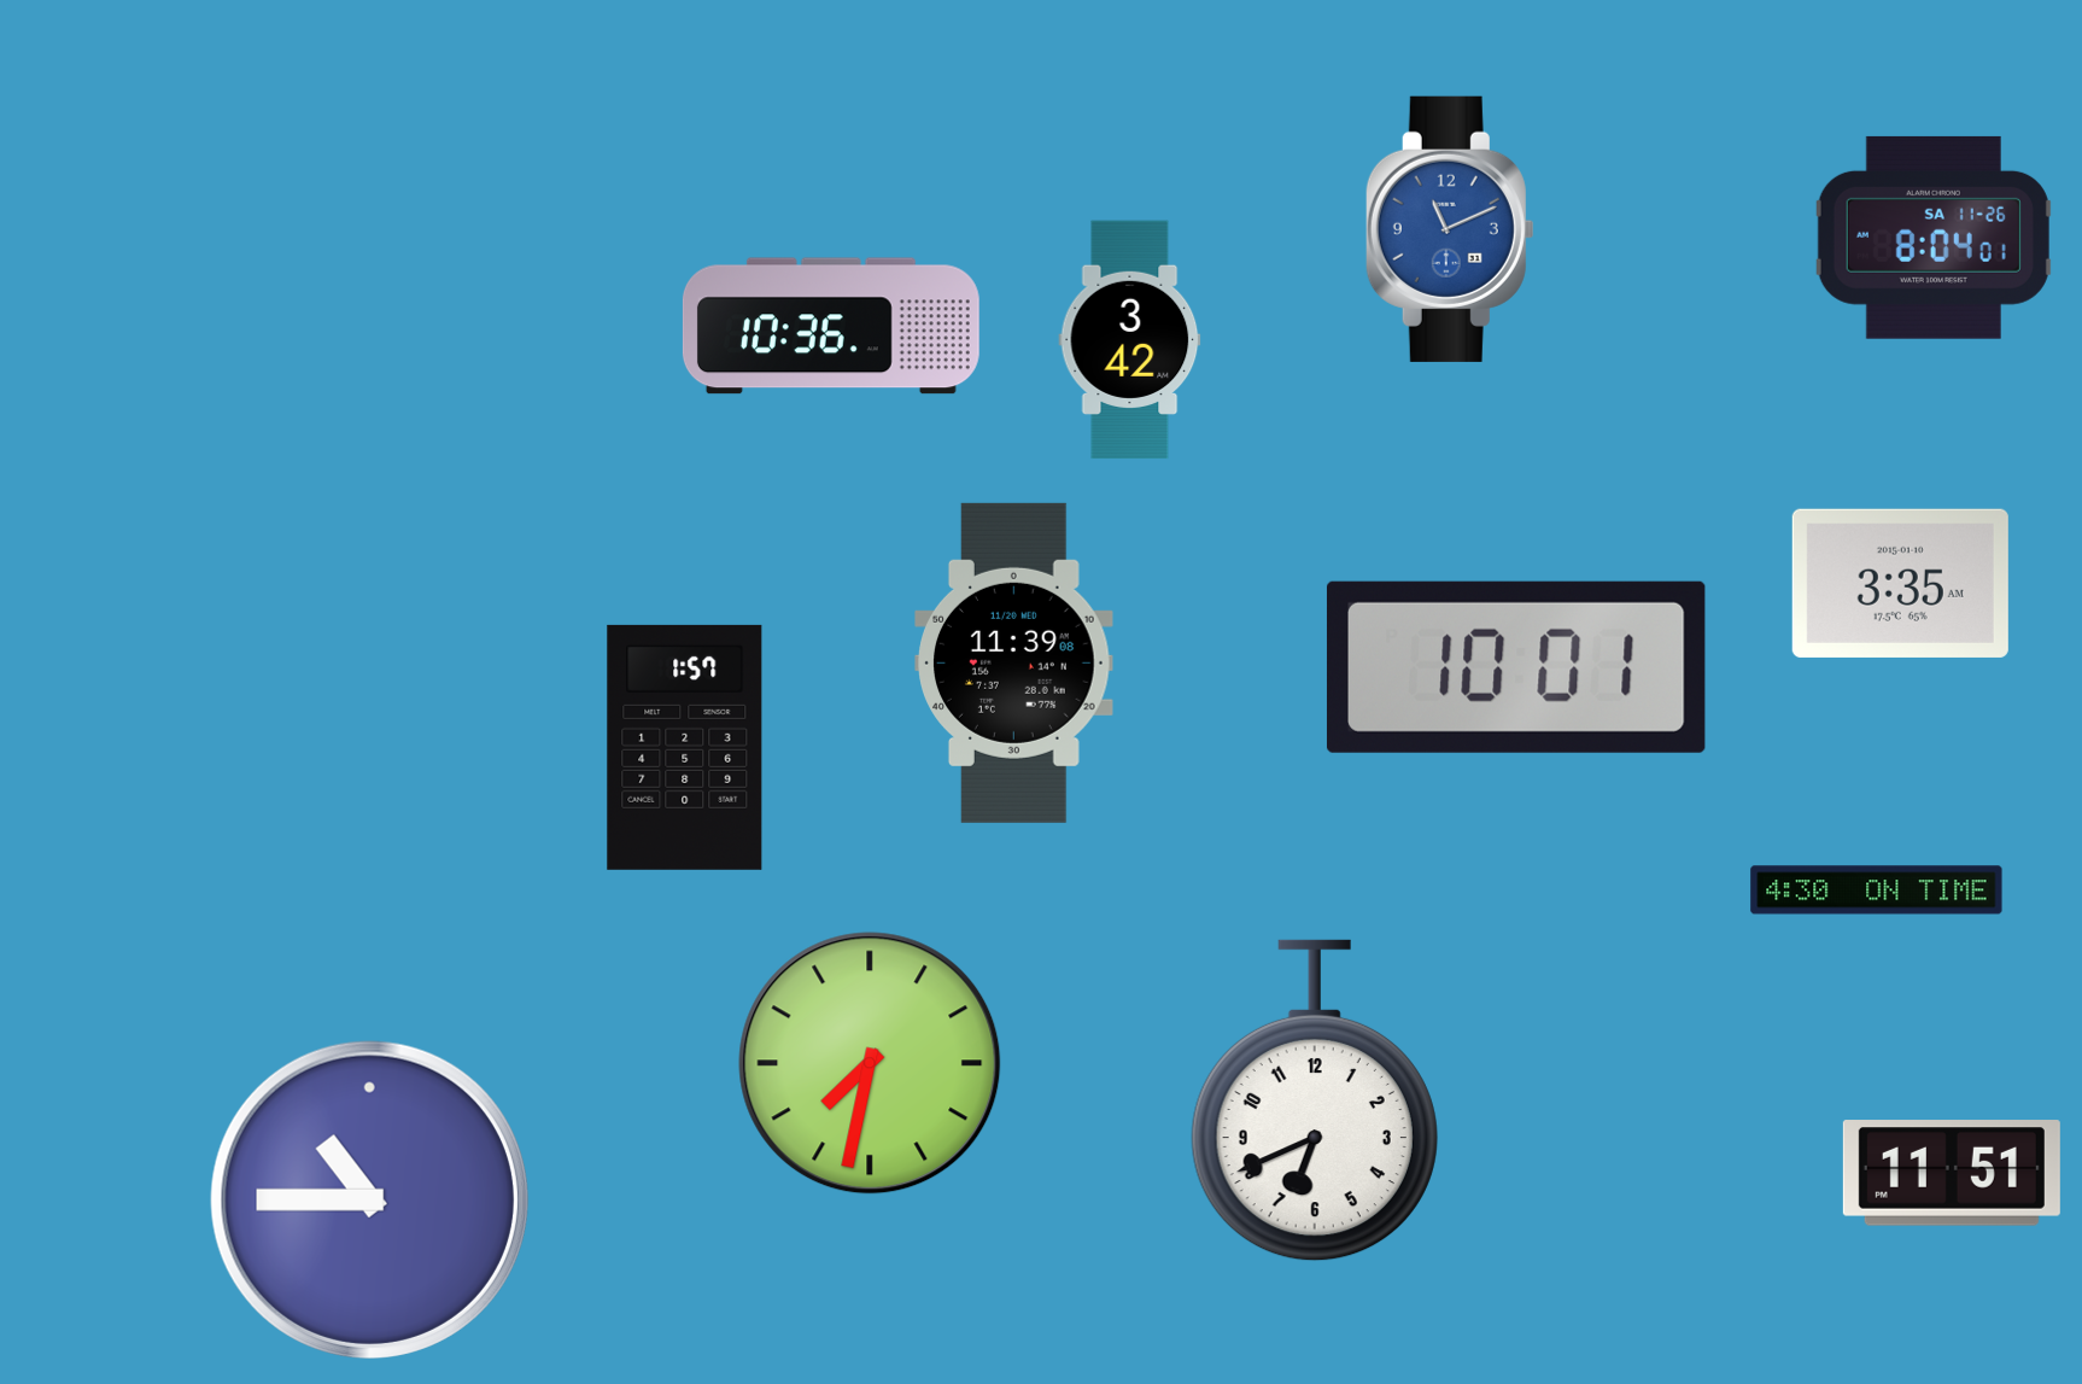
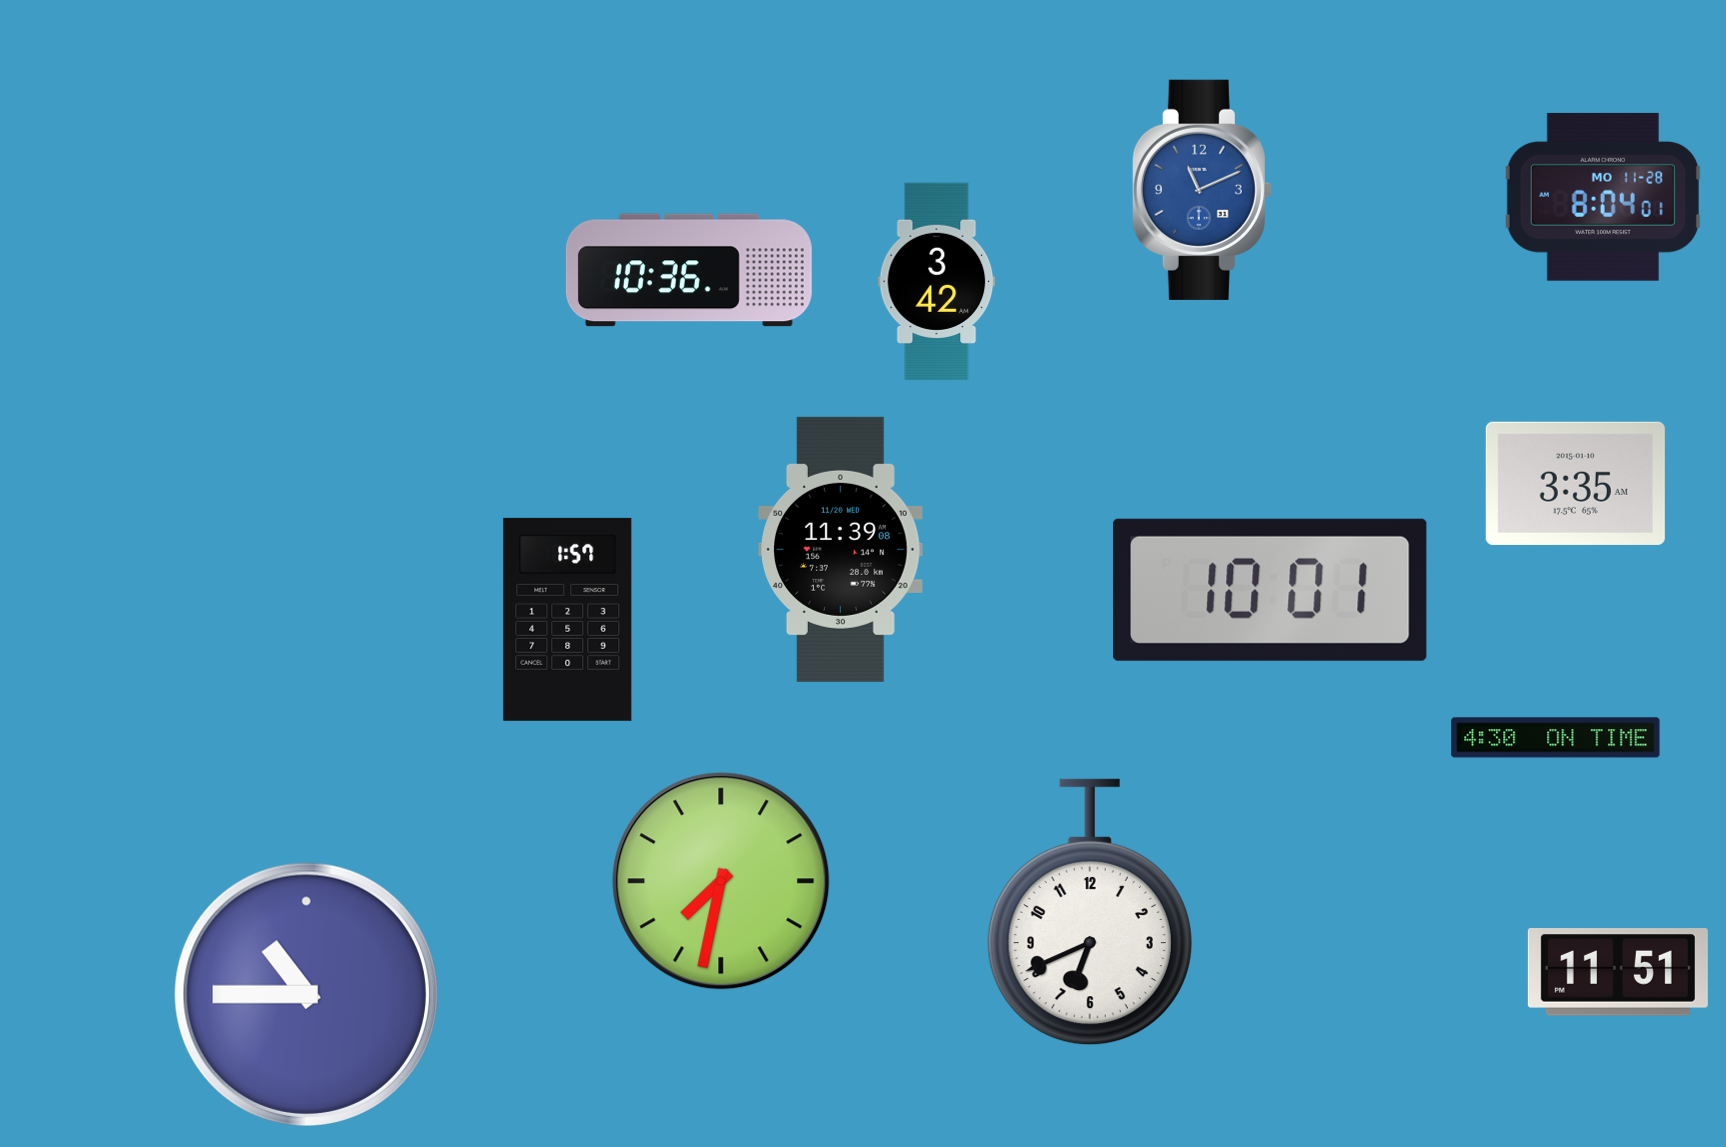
clock at (1934, 238) date: SA 11-26 -> MO 11-28
clock at (1516, 667) position: (1516, 667) -> (1270, 590)
